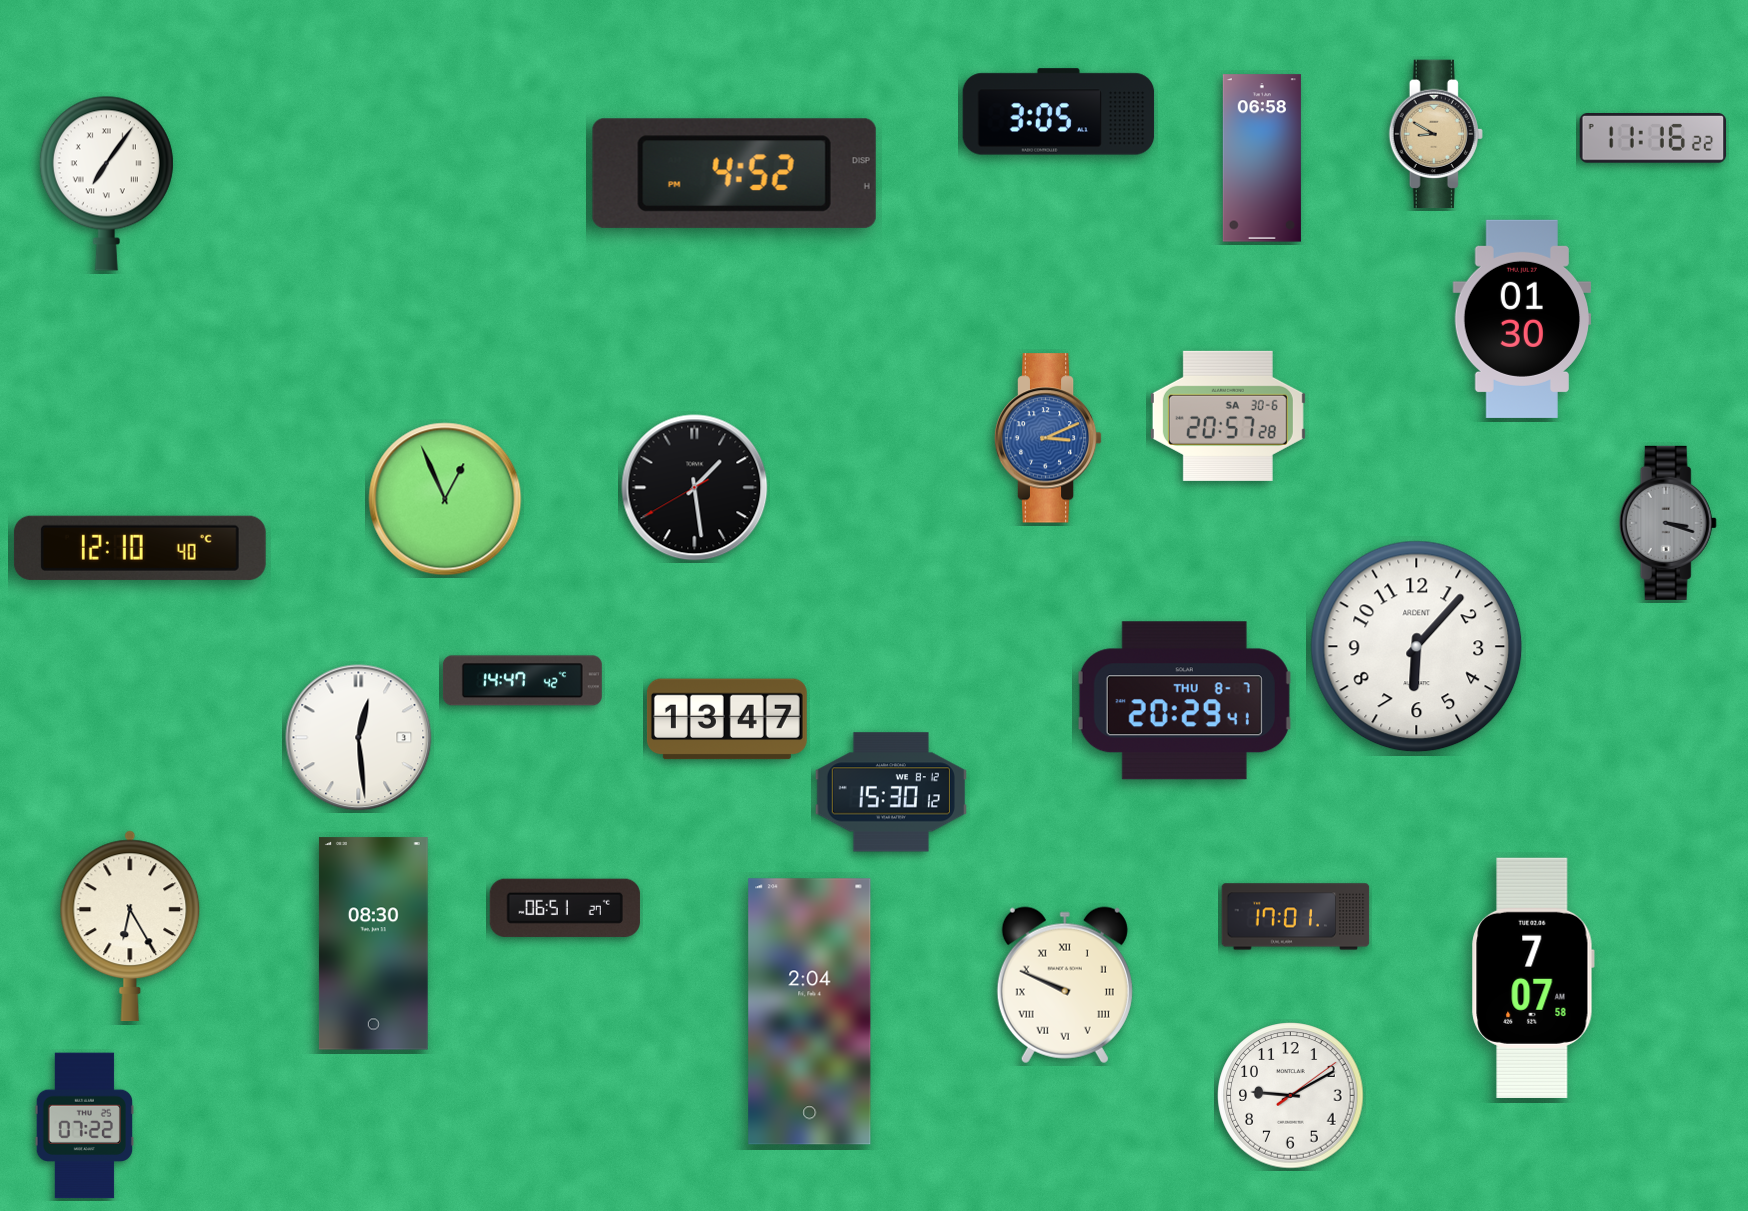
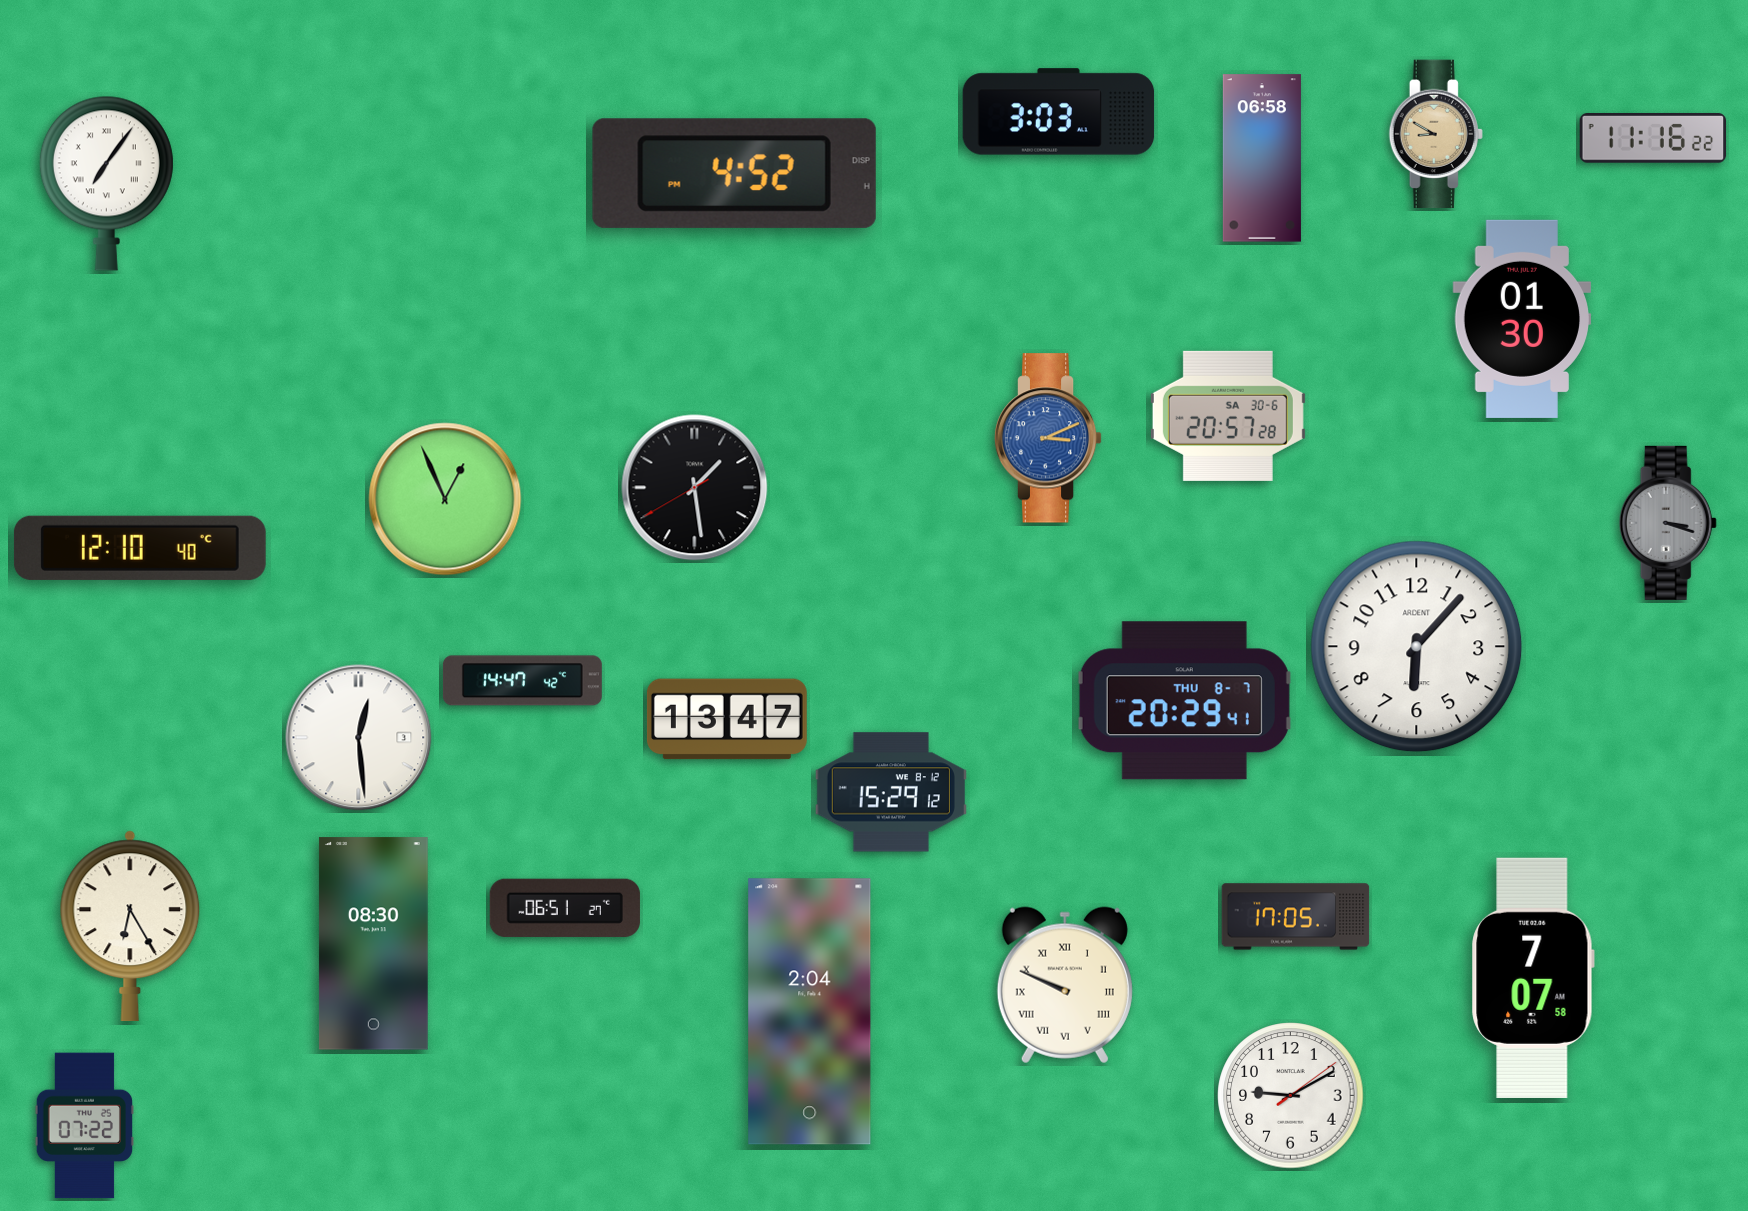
clock at (1059, 112): 3:05 -> 3:03
clock at (891, 792): 15:30 -> 15:29
clock at (1296, 917): 17:01 -> 17:05
